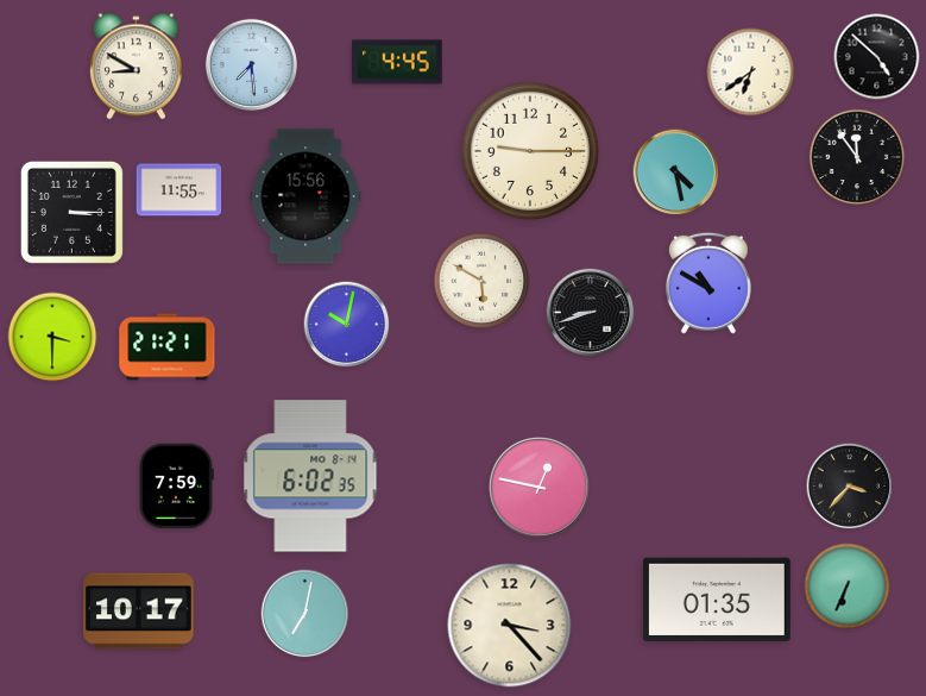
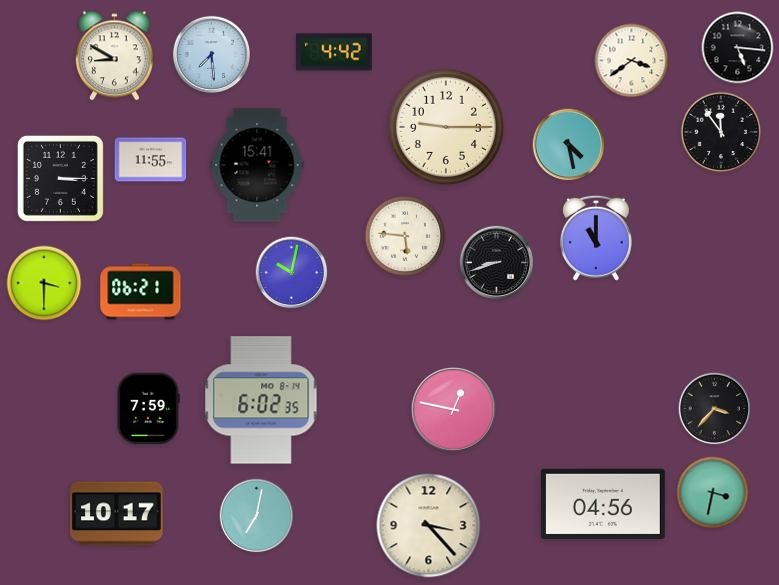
clock at (877, 57): 4:52 -> 5:16
clock at (397, 62): 4:45 -> 4:42
clock at (751, 73): 6:39 -> 3:39
clock at (305, 196): 15:56 -> 15:41
clock at (481, 281): 5:50 -> 5:46
clock at (708, 283): 10:50 -> 11:00
clock at (168, 347): 21:21 -> 06:21
clock at (848, 587): 6:34 -> 3:32
clock at (717, 600): 01:35 -> 04:56
